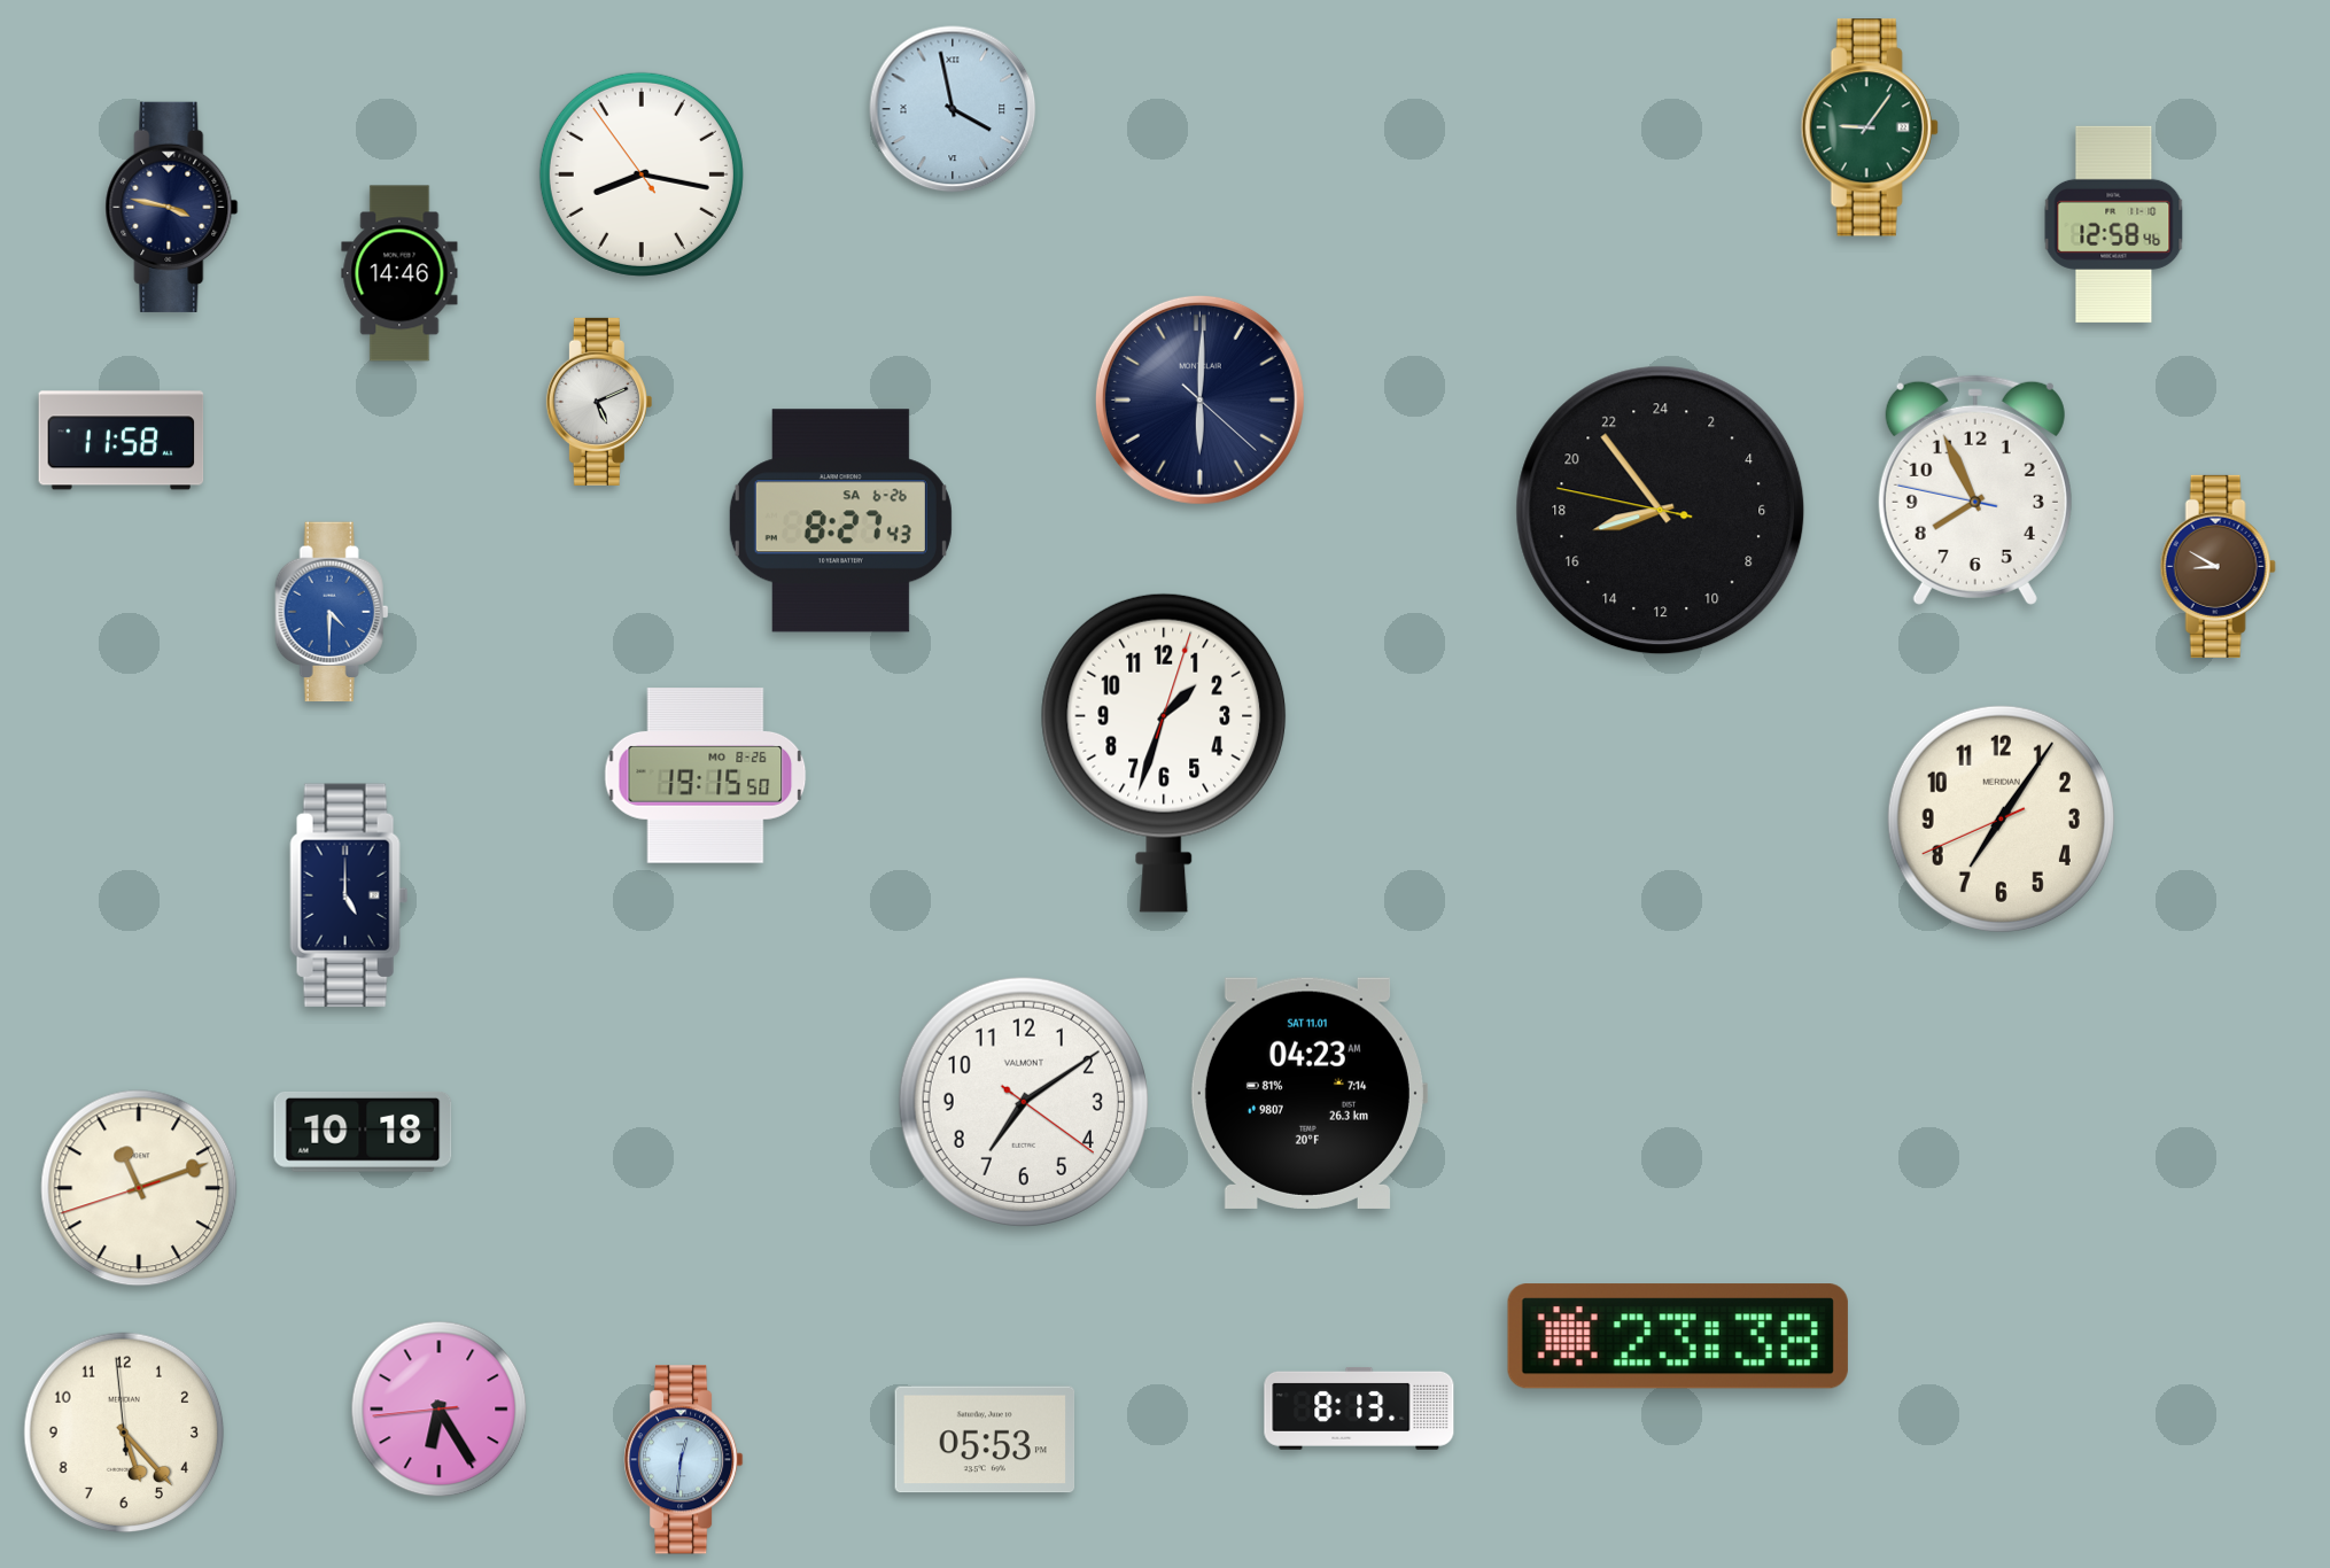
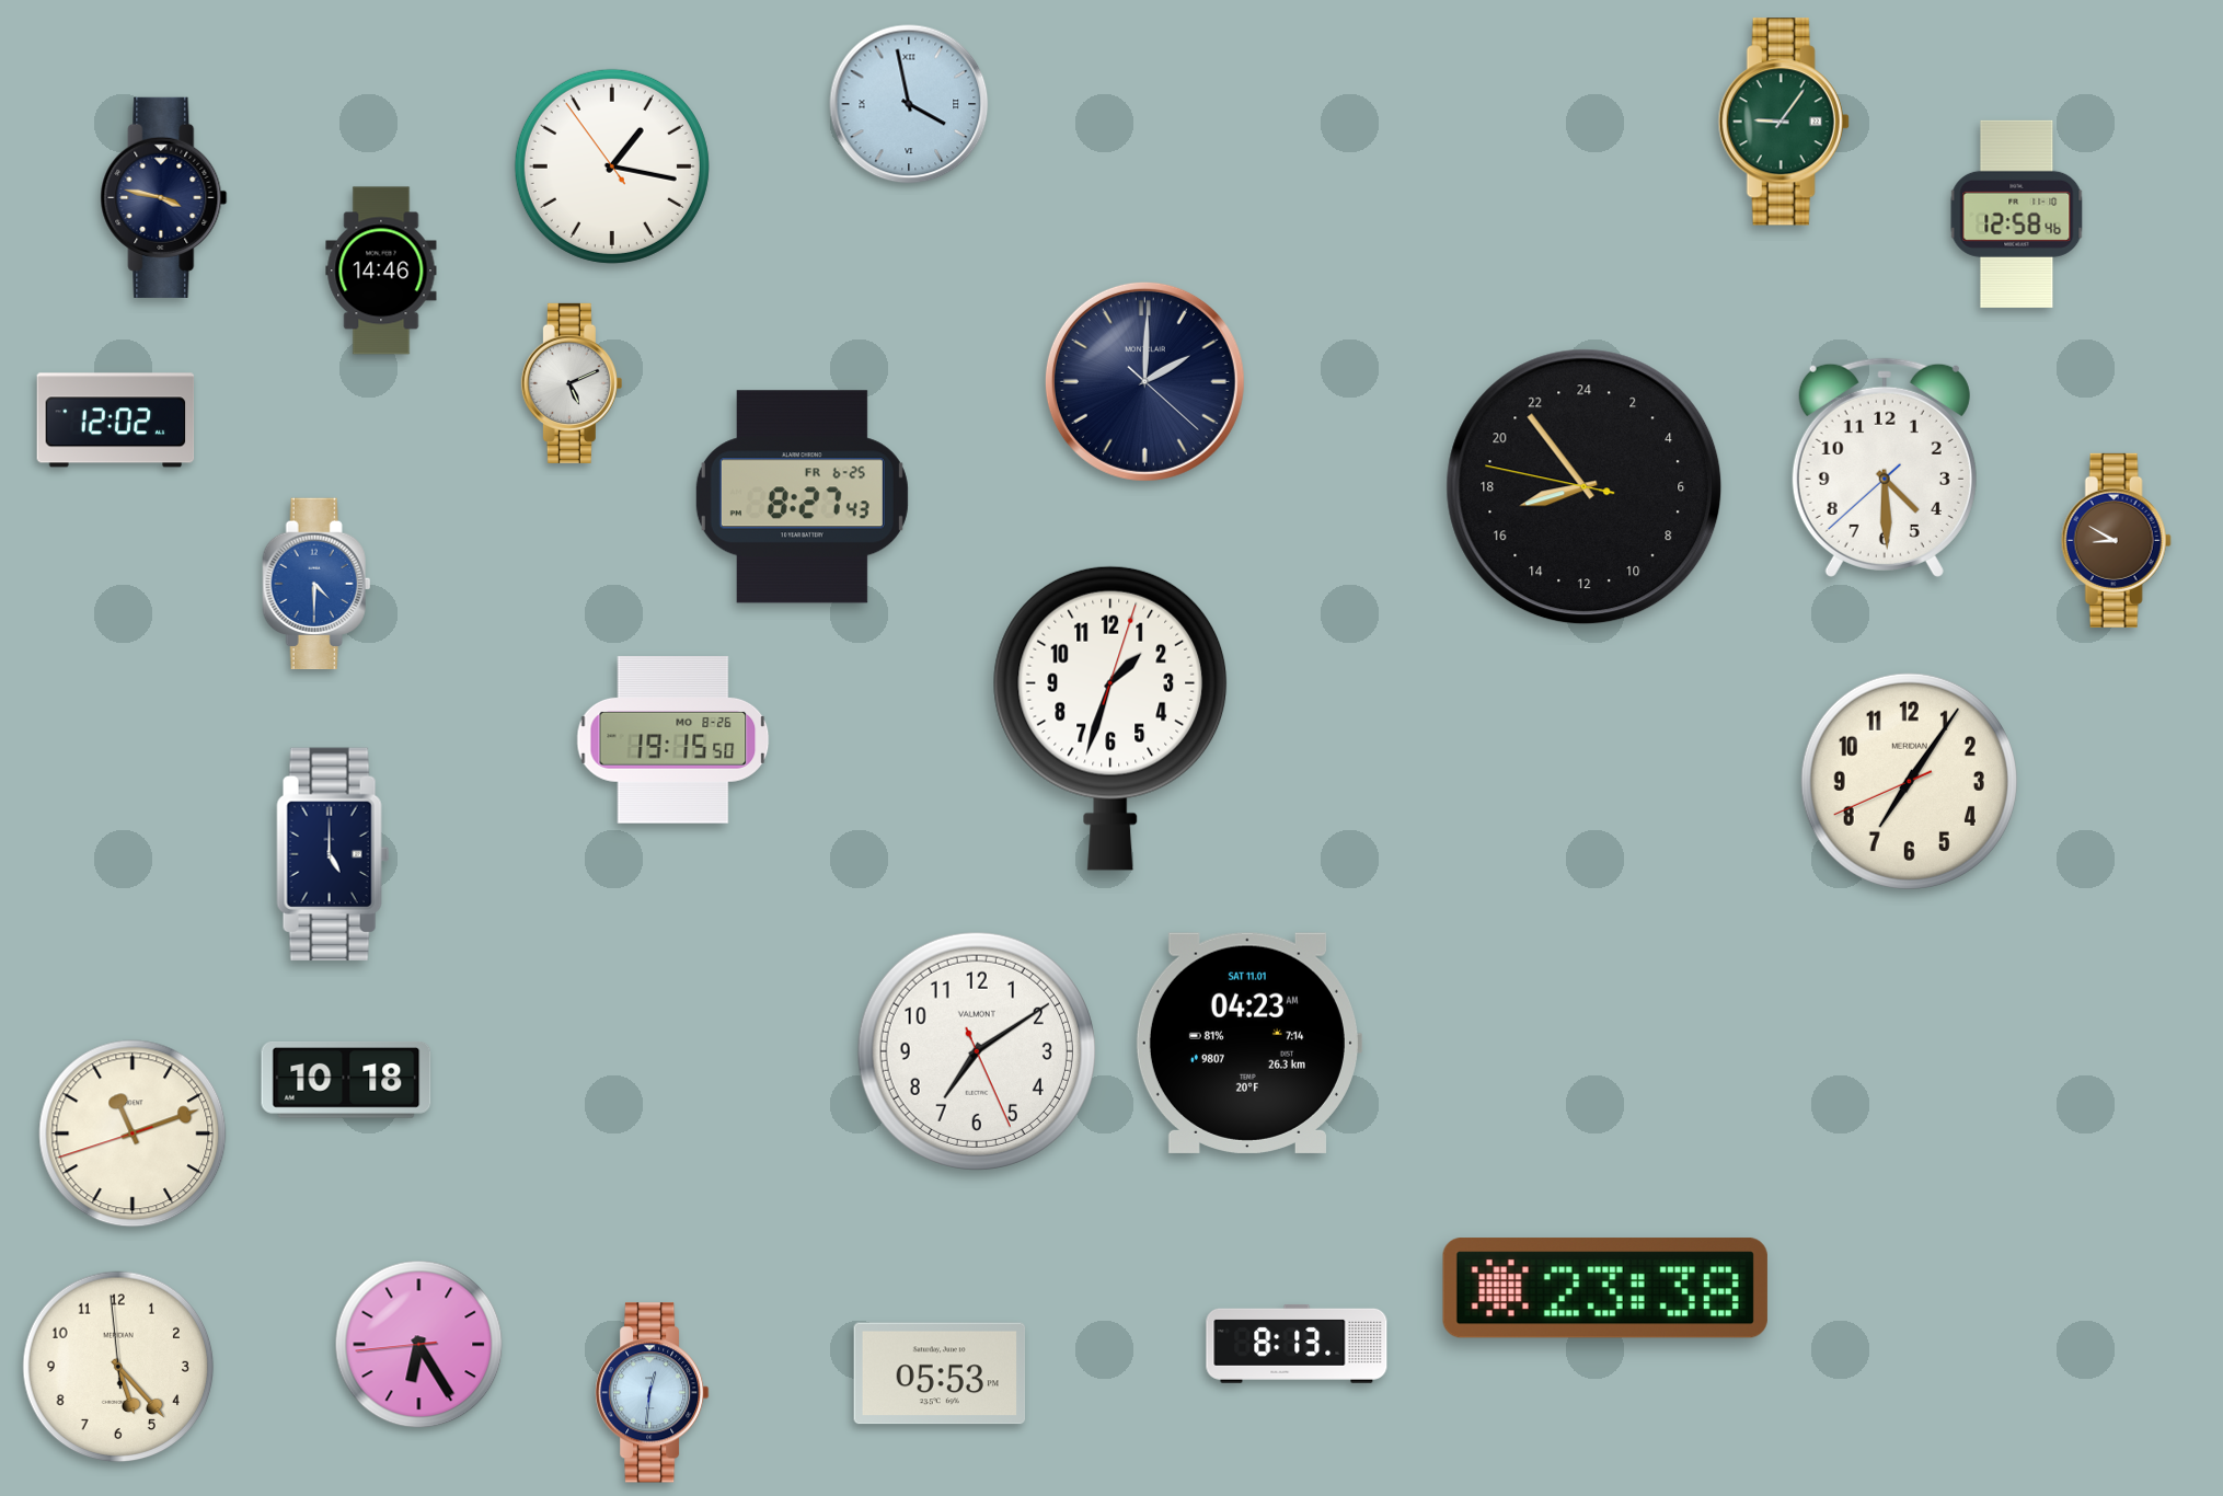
clock at (642, 174): 8:16 -> 1:16
clock at (399, 273) position: (399, 273) -> (381, 271)
clock at (1199, 399): 6:00 -> 2:00
clock at (122, 441): 11:58 -> 12:02
clock at (1975, 490): 7:55 -> 4:29
clock at (840, 521) date: SA 6-26 -> FR 6-25
clock at (1024, 1102): 7:09:21 -> 7:09:26
clock at (1678, 1336) position: (1678, 1336) -> (1605, 1288)
